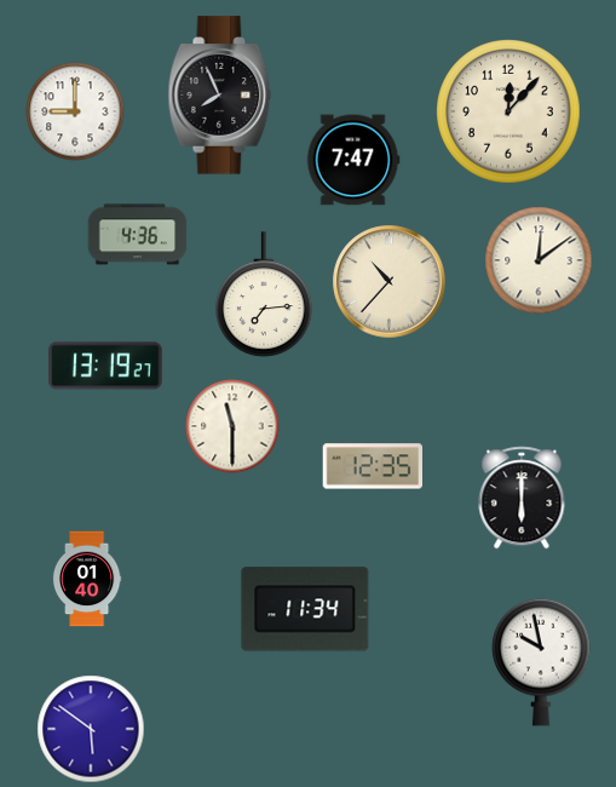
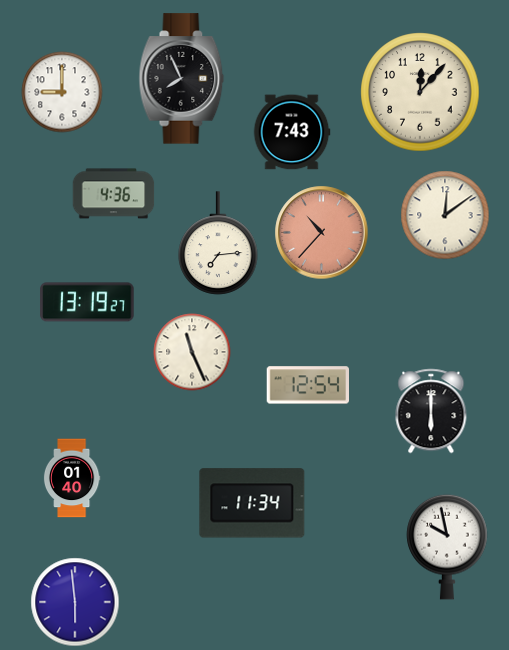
clock at (353, 160): 7:47 -> 7:43
clock at (390, 282) dial: cream -> salmon
clock at (232, 426): 11:30 -> 11:26
clock at (373, 466): 12:35 -> 12:54
clock at (91, 729): 5:51 -> 5:59
